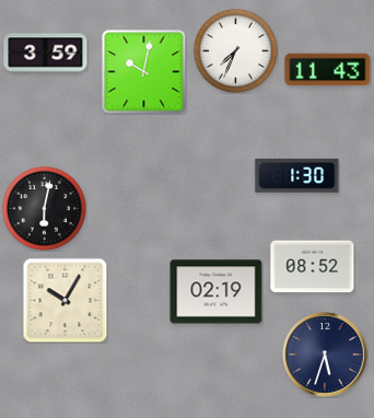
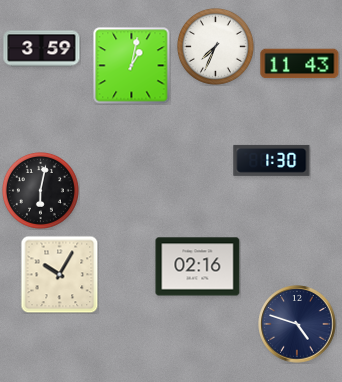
clock at (144, 72): 10:02 -> 1:02
clock at (313, 267): 08:52 -> none
clock at (217, 292): 02:19 -> 02:16
clock at (325, 355): 5:33 -> 4:48
